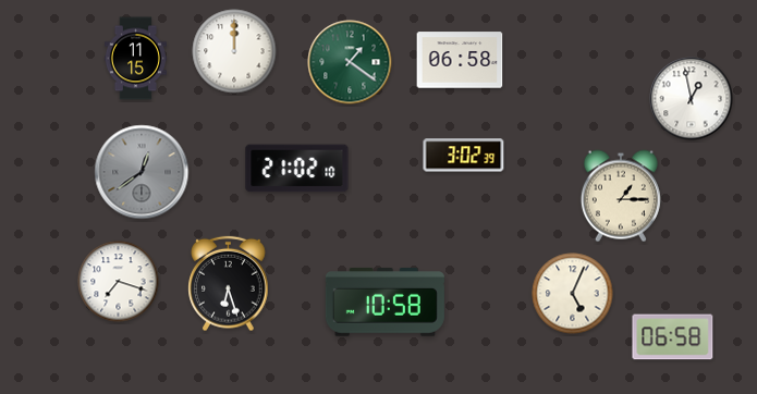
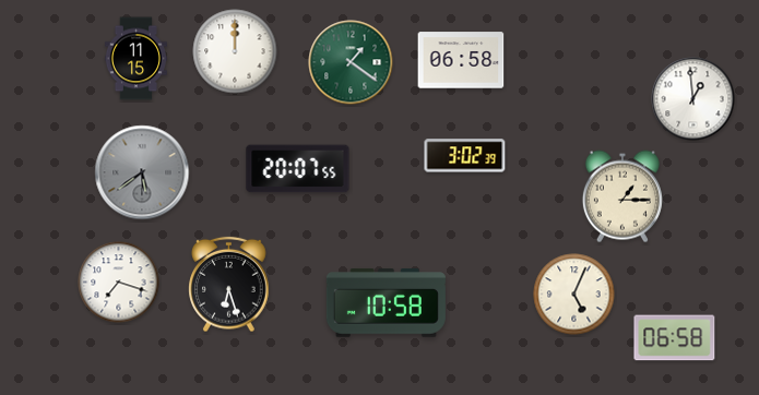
clock at (692, 99): 12:58 -> 12:59
clock at (297, 169): 21:02 -> 20:07
clock at (142, 172): 12:39 -> 5:39
